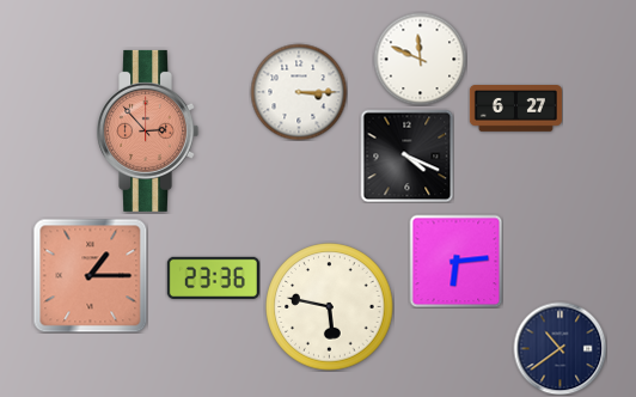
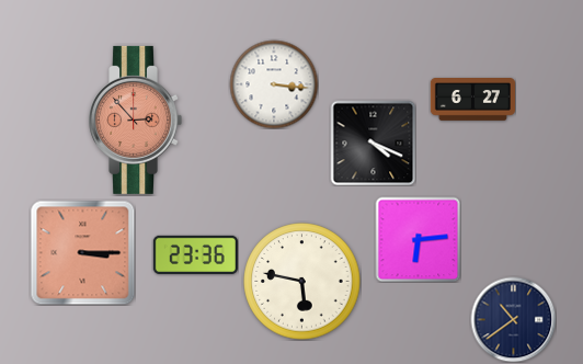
clock at (420, 59): 11:49 -> none
clock at (299, 92): 3:15 -> 3:16
clock at (90, 275): 1:15 -> 3:15
